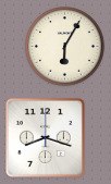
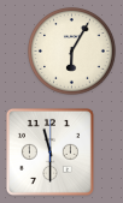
clock at (45, 137): 8:18 -> 11:30
